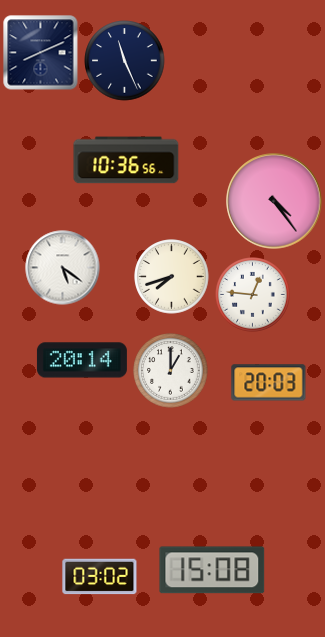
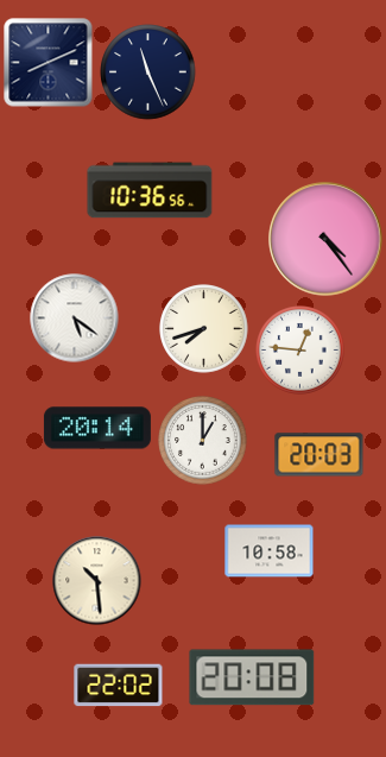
clock at (270, 551): none -> 10:58
clock at (97, 581): none -> 10:29
clock at (212, 570): 15:08 -> 20:08
clock at (100, 577): 03:02 -> 22:02
